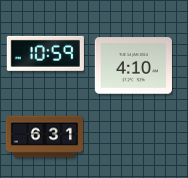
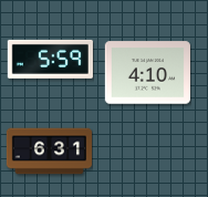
clock at (45, 53): 10:59 -> 5:59
